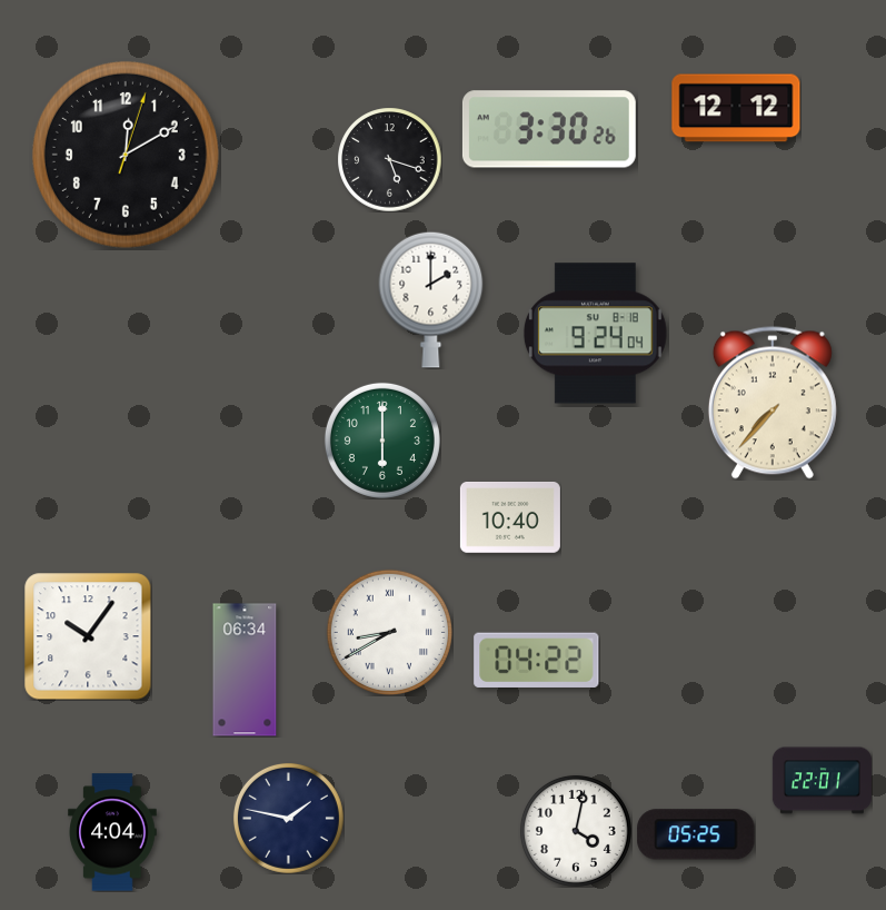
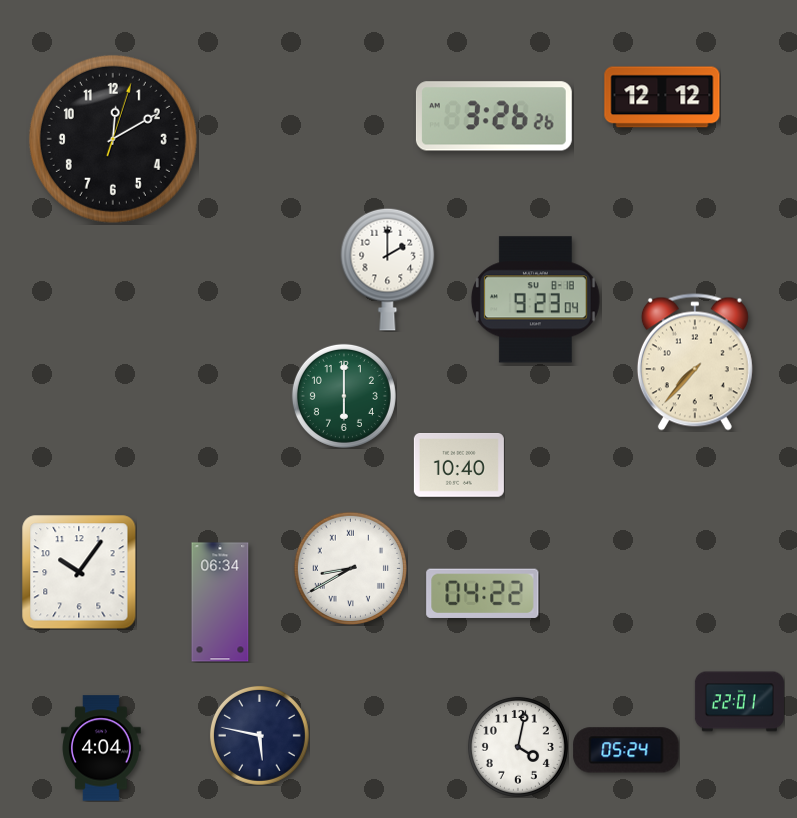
clock at (549, 129): 3:30 -> 3:26
clock at (389, 159): 5:18 -> none
clock at (595, 334): 9:24 -> 9:23
clock at (288, 818): 1:47 -> 5:47
clock at (696, 834): 05:25 -> 05:24
